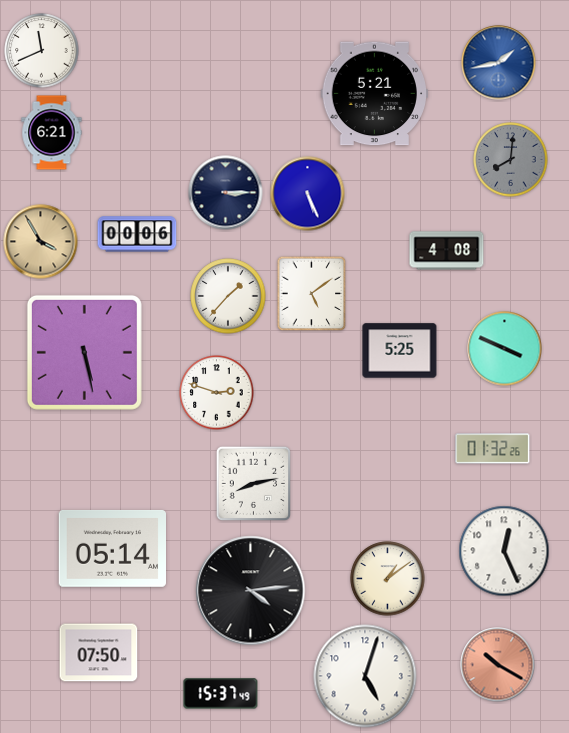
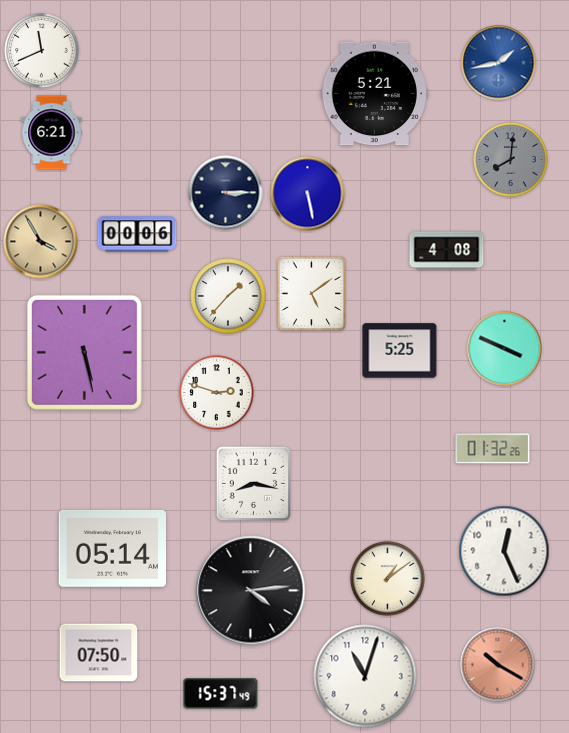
clock at (308, 194): 5:26 -> 5:28
clock at (253, 483): 8:13 -> 8:17
clock at (365, 676): 5:03 -> 11:03
